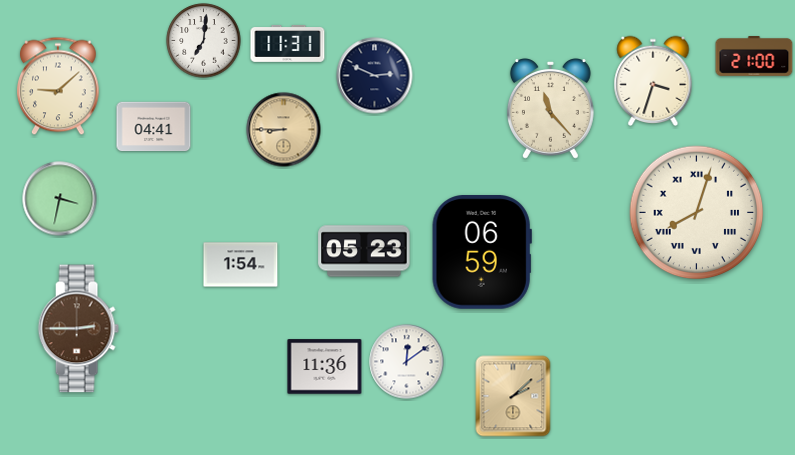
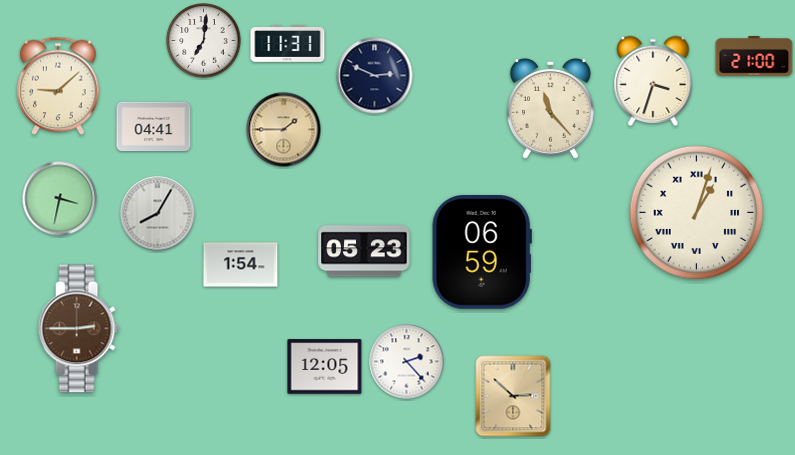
clock at (284, 130): 8:45 -> 1:45
clock at (697, 213): 8:03 -> 1:03
clock at (158, 214): none -> 8:05
clock at (407, 362): 12:09 -> 2:23
clock at (325, 367): 11:36 -> 12:05
clock at (513, 396): 2:08 -> 2:52
